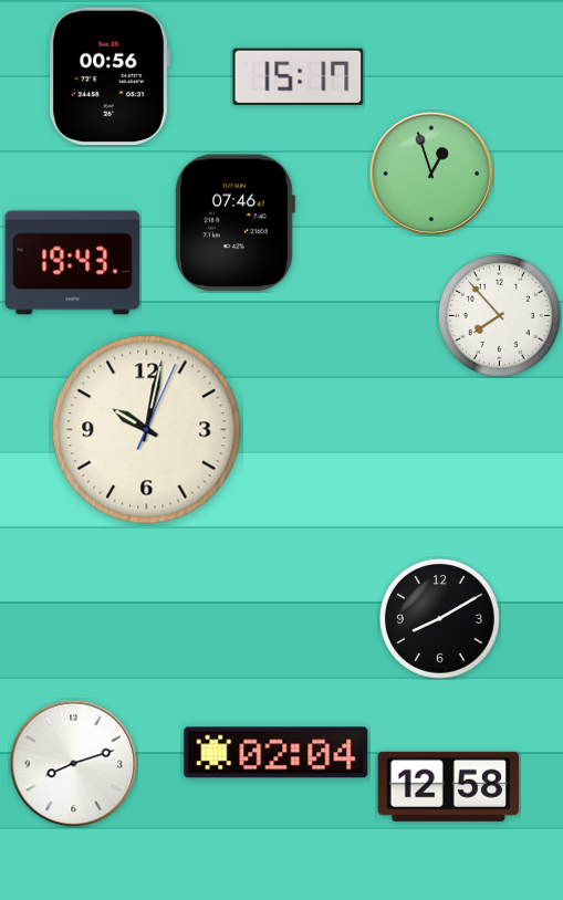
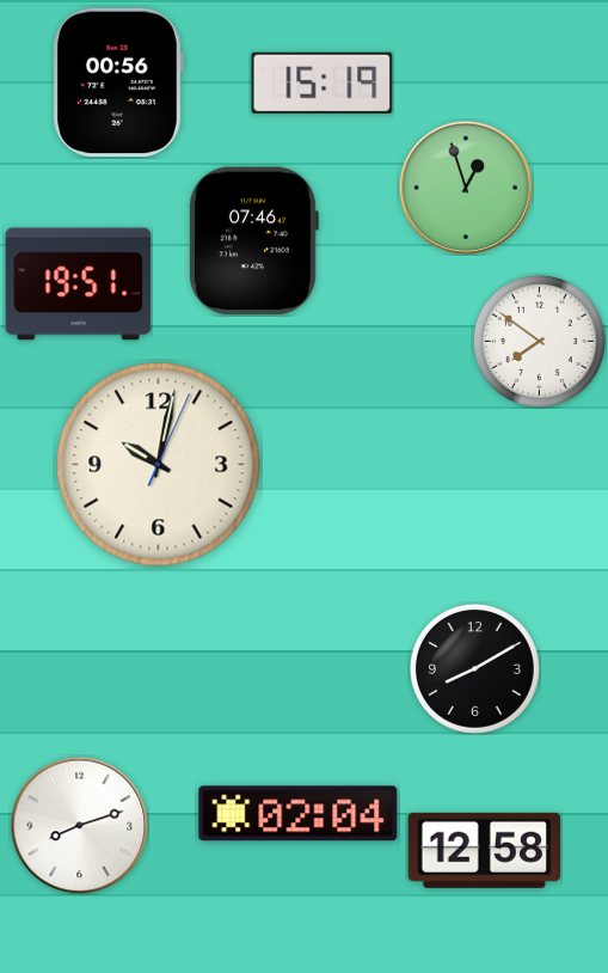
clock at (299, 76): 15:17 -> 15:19
clock at (73, 263): 19:43 -> 19:51
clock at (499, 315): 7:53 -> 7:51
